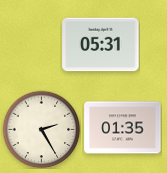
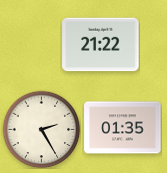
clock at (101, 45): 05:31 -> 21:22
